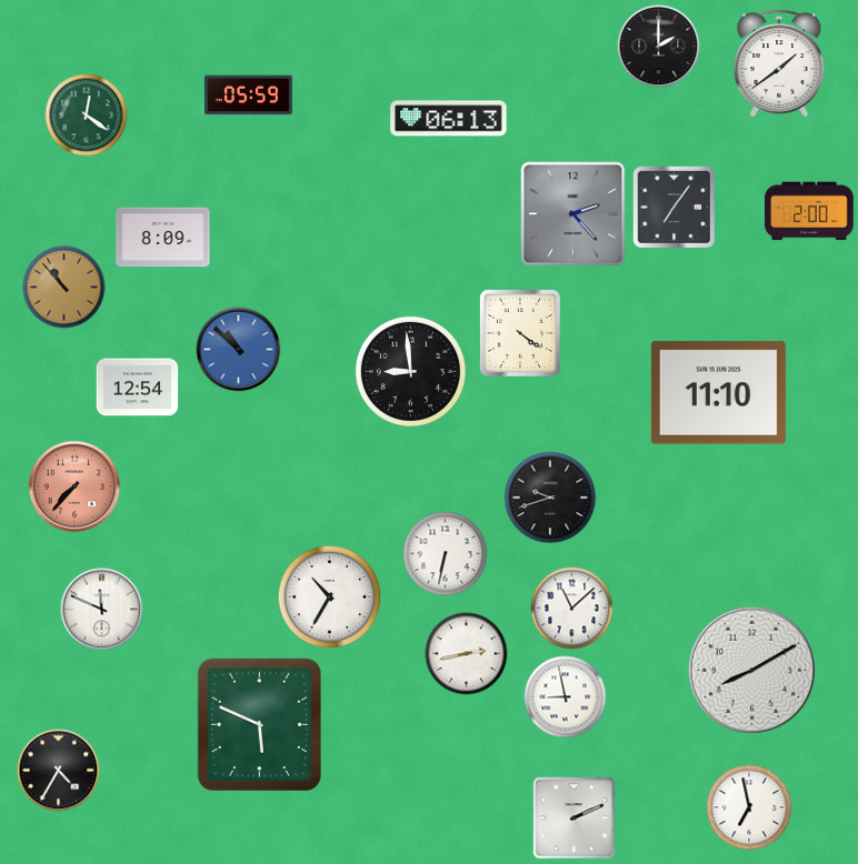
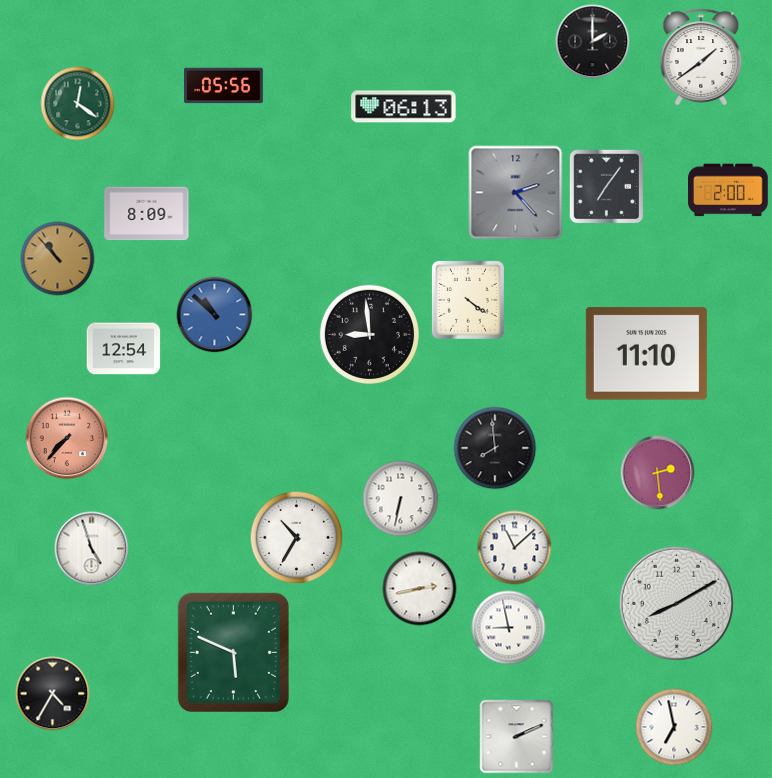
clock at (249, 96): 05:59 -> 05:56
clock at (550, 498): 9:42 -> 7:59
clock at (658, 473): none -> 2:29
clock at (102, 610): 11:49 -> 4:57
